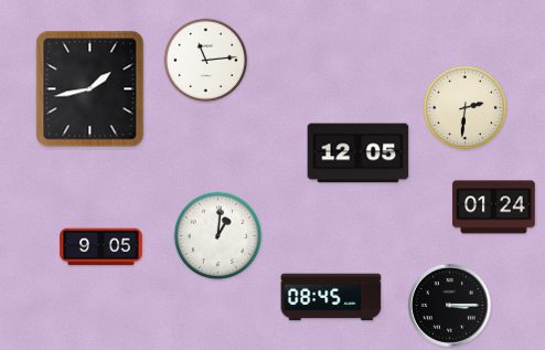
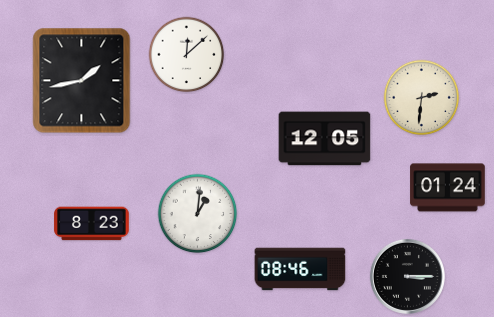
clock at (206, 61): 11:14 -> 12:08
clock at (101, 247): 9:05 -> 8:23
clock at (331, 297): 08:45 -> 08:46
